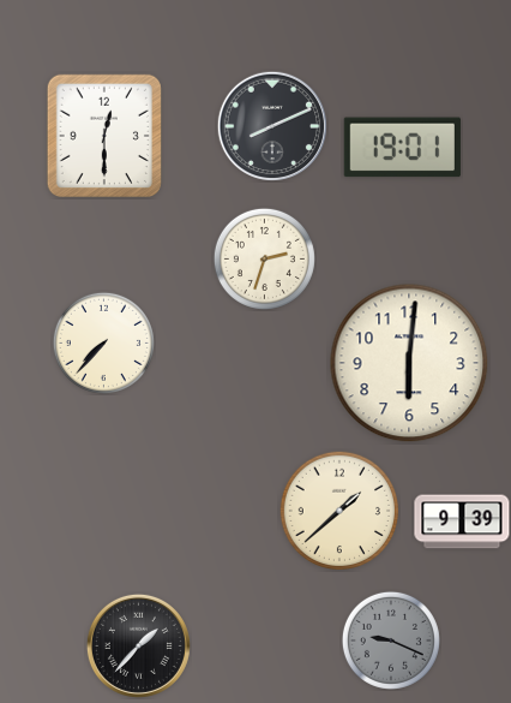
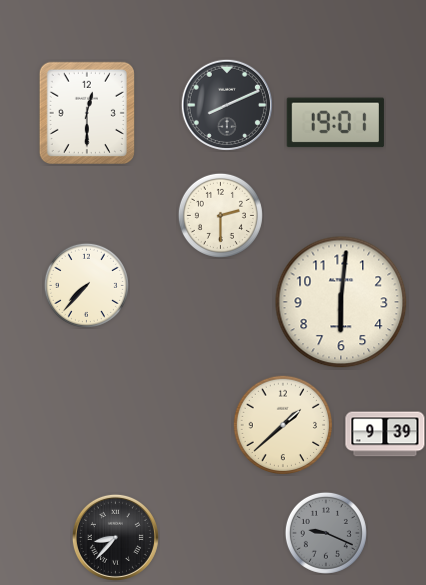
clock at (264, 258): 2:33 -> 2:30
clock at (138, 645): 1:37 -> 8:37
